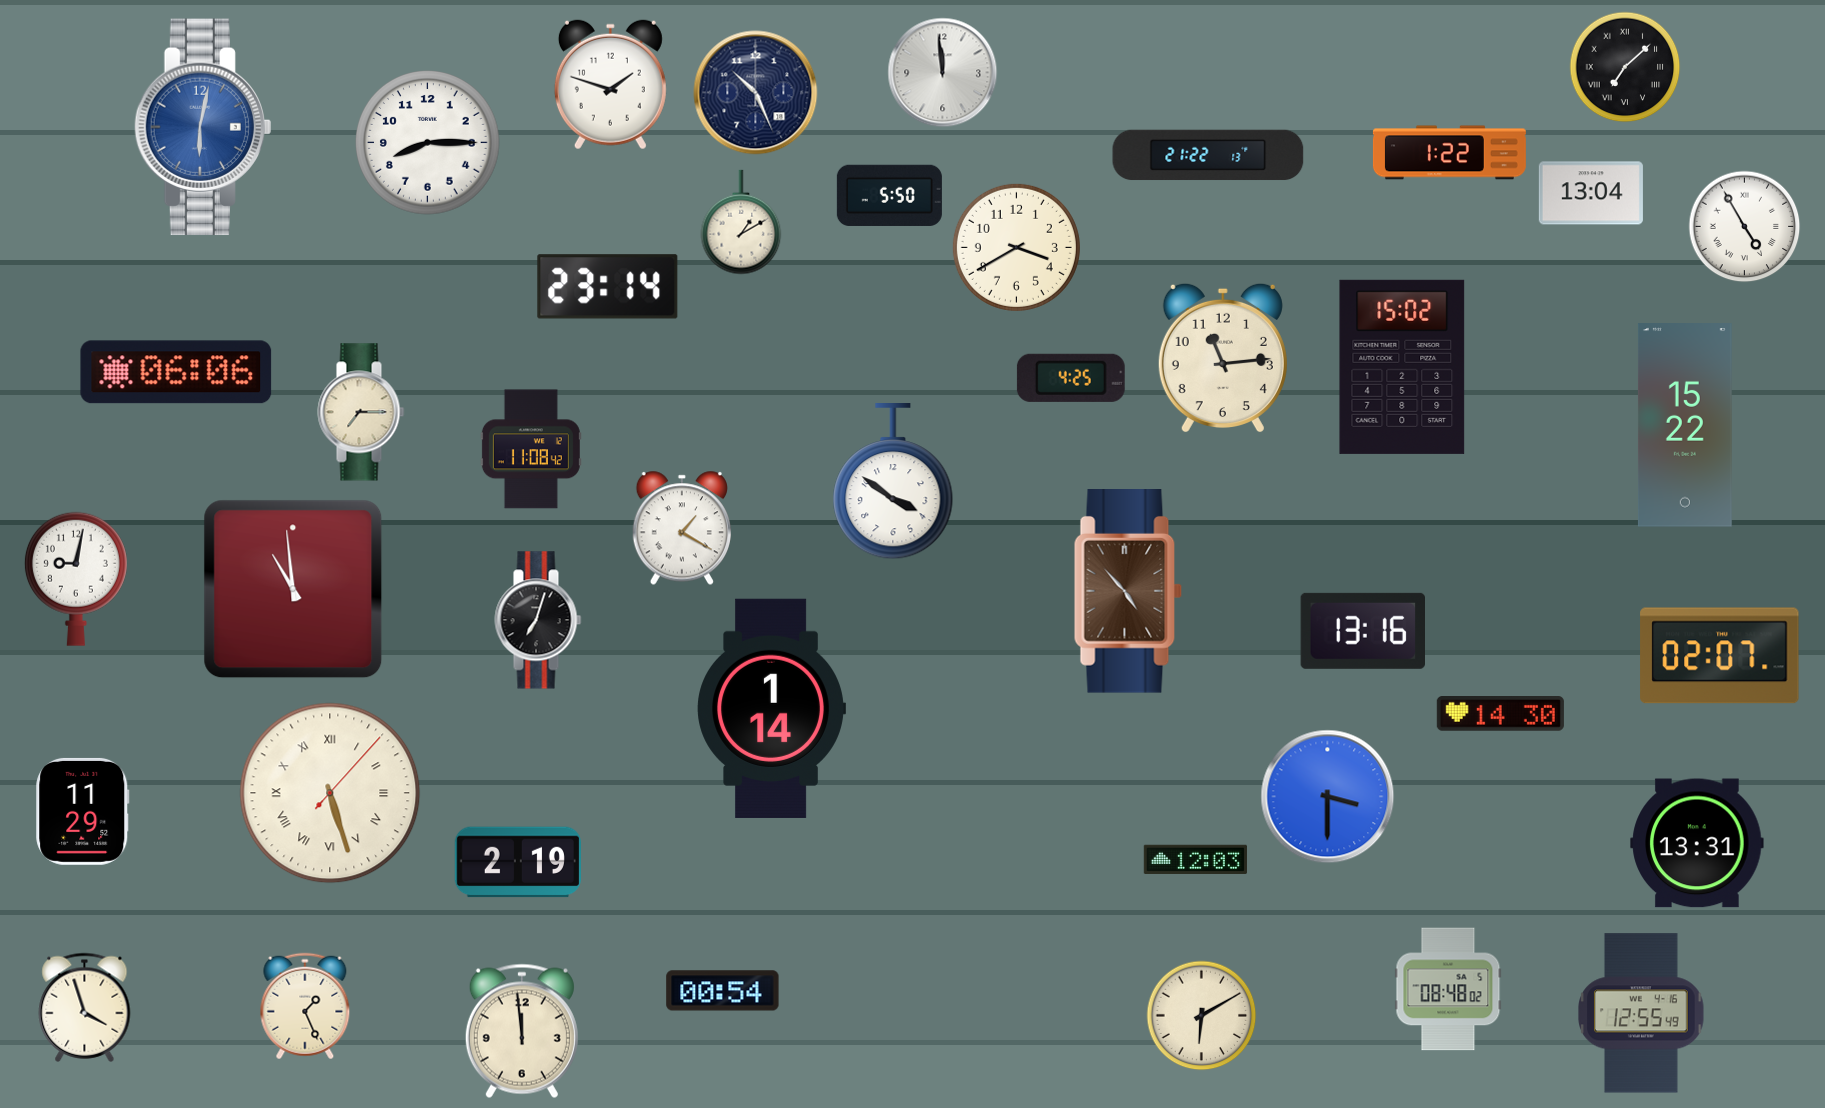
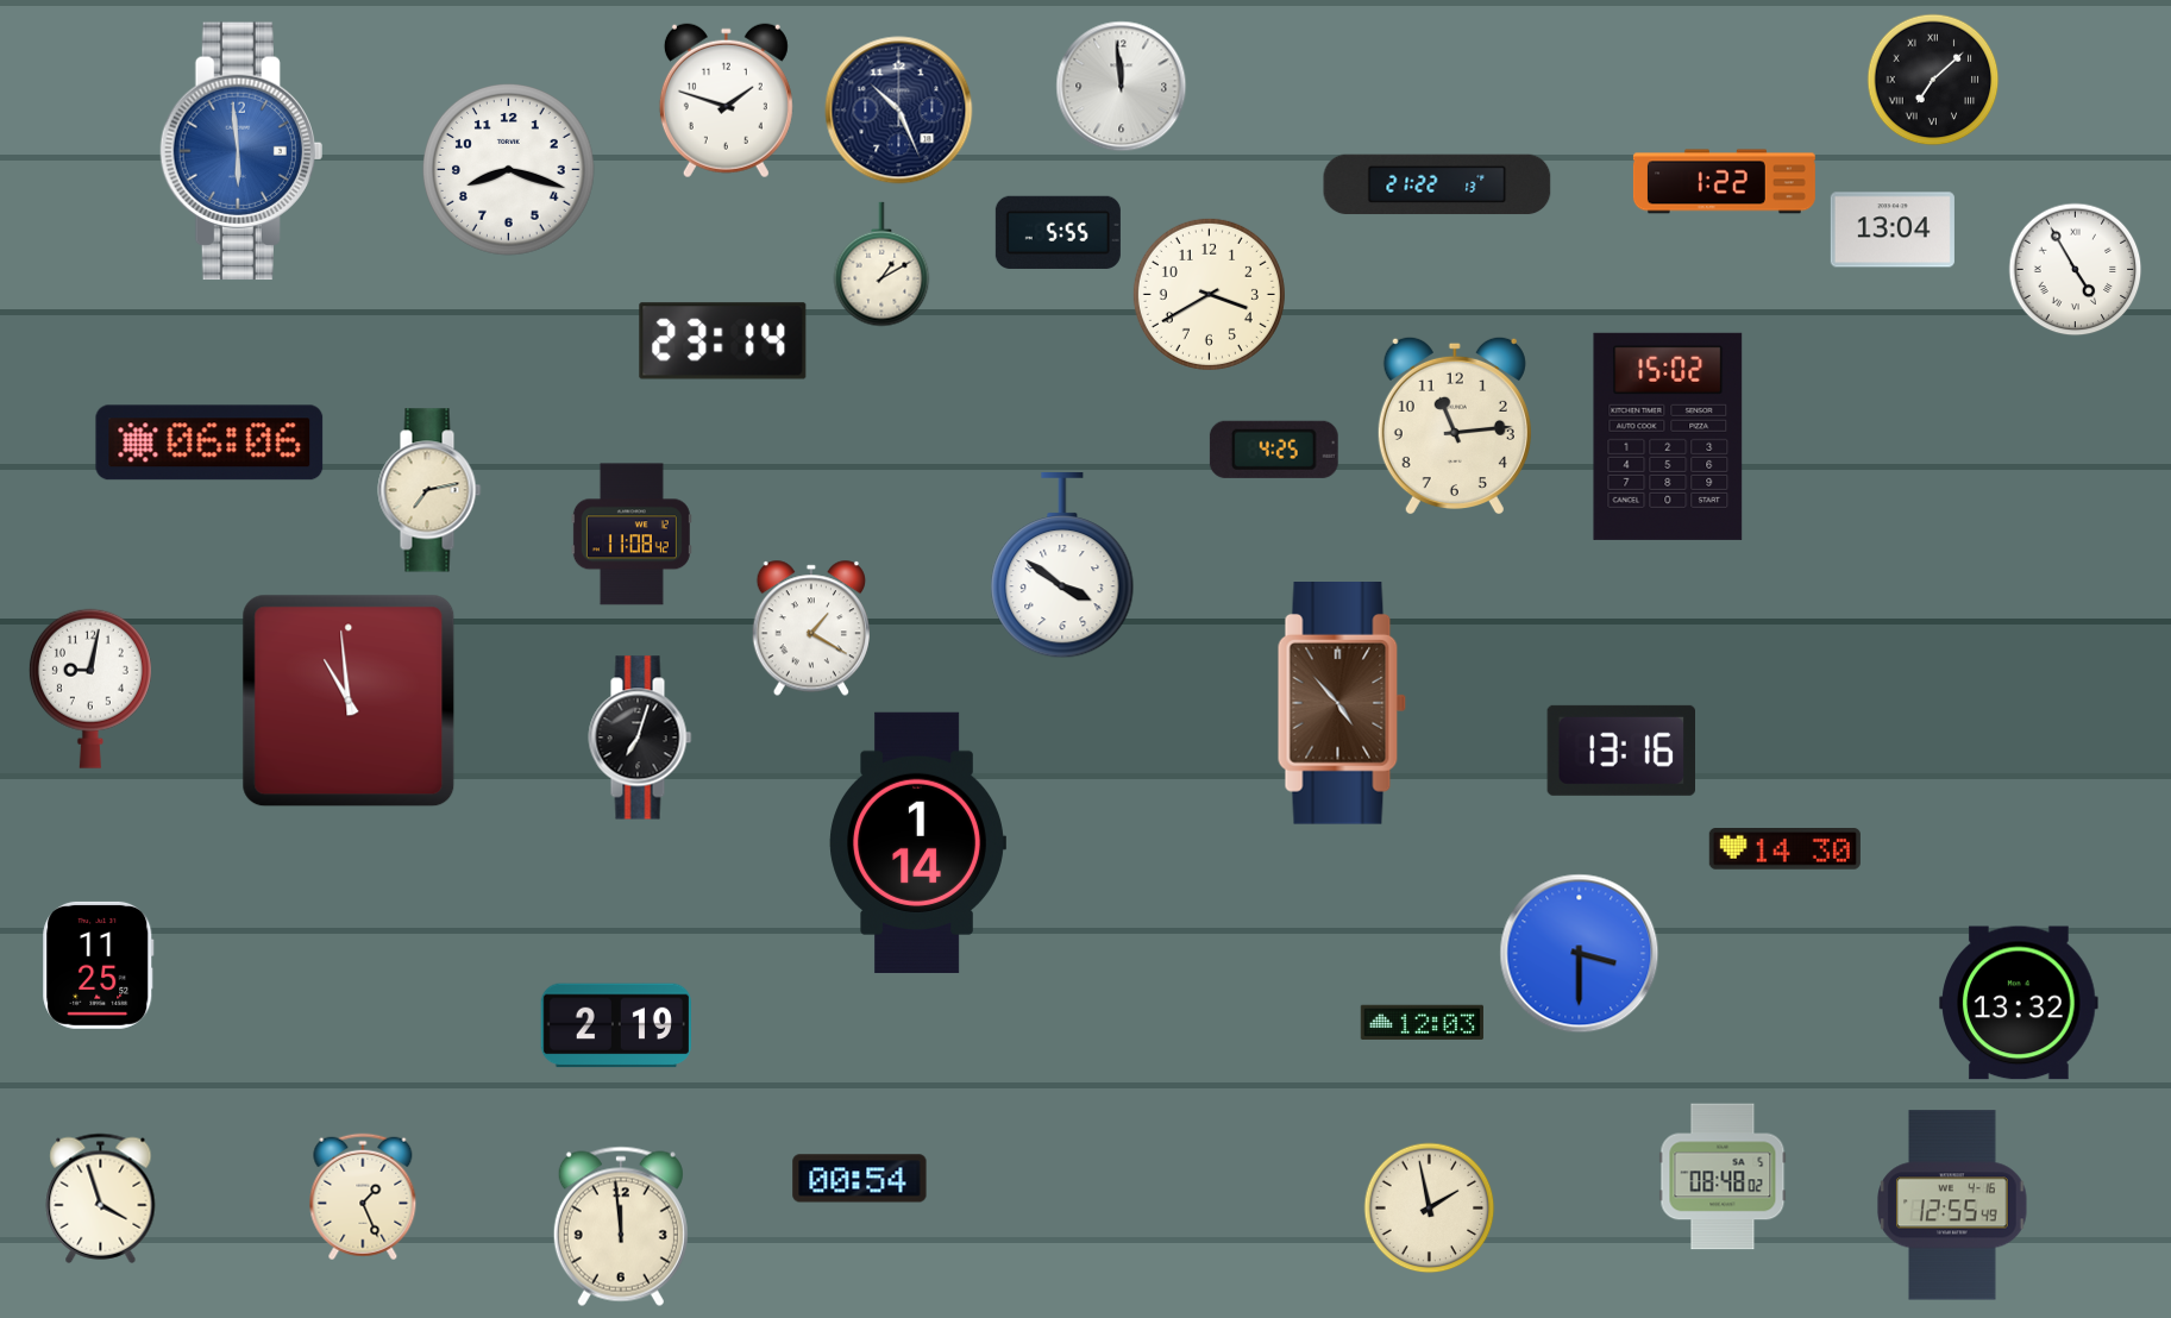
clock at (202, 127): 6:02 -> 5:59
clock at (428, 143): 8:15 -> 8:18
clock at (889, 195): 5:50 -> 5:55
clock at (361, 412): 7:15 -> 7:13
clock at (1685, 425): 15:22 -> none
clock at (893, 482) position: (893, 482) -> (1062, 566)
clock at (1720, 656): 02:07 -> none
clock at (330, 793): 5:27 -> none
clock at (1328, 797) position: (1328, 797) -> (1580, 954)
clock at (83, 811): 11:29 -> 11:25
clock at (1697, 843): 13:31 -> 13:32
clock at (1202, 1016): 6:10 -> 1:58
